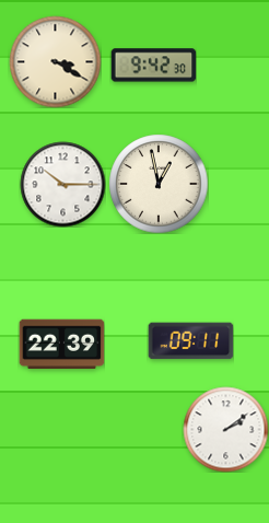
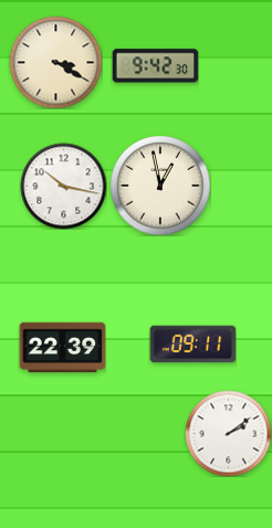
clock at (62, 184): 10:15 -> 10:17
